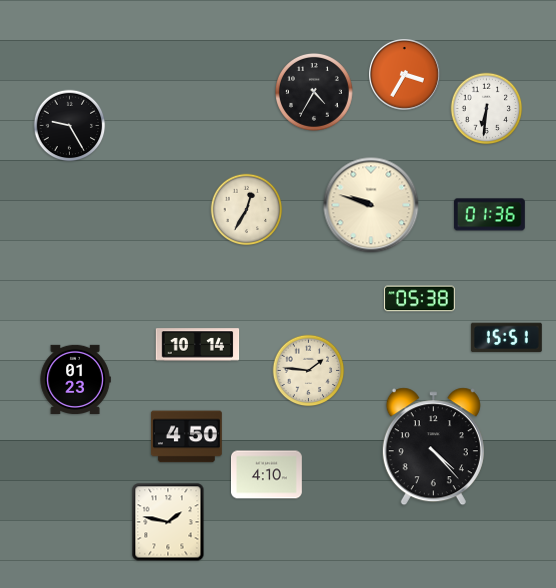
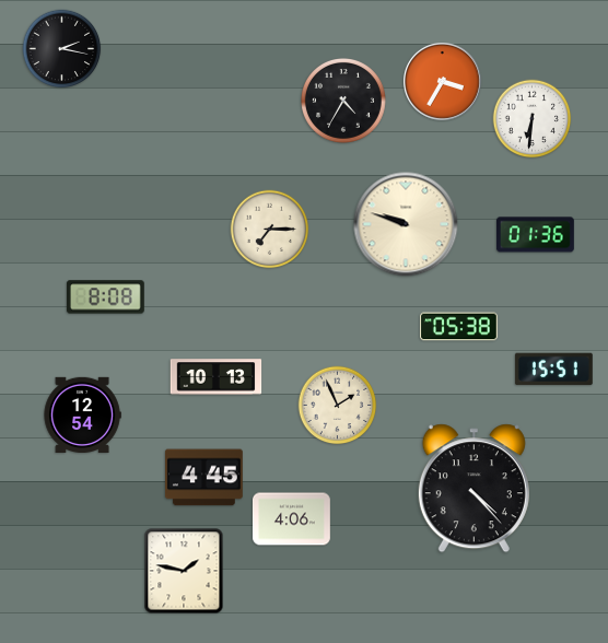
clock at (62, 49): none -> 2:17
clock at (70, 126): 9:25 -> none
clock at (247, 210): 12:35 -> 7:15
clock at (105, 297): none -> 8:08
clock at (198, 345): 10:14 -> 10:13
clock at (309, 371): 1:46 -> 1:56
clock at (75, 379): 01:23 -> 12:54
clock at (186, 437): 4:50 -> 4:45
clock at (267, 475): 4:10 -> 4:06
